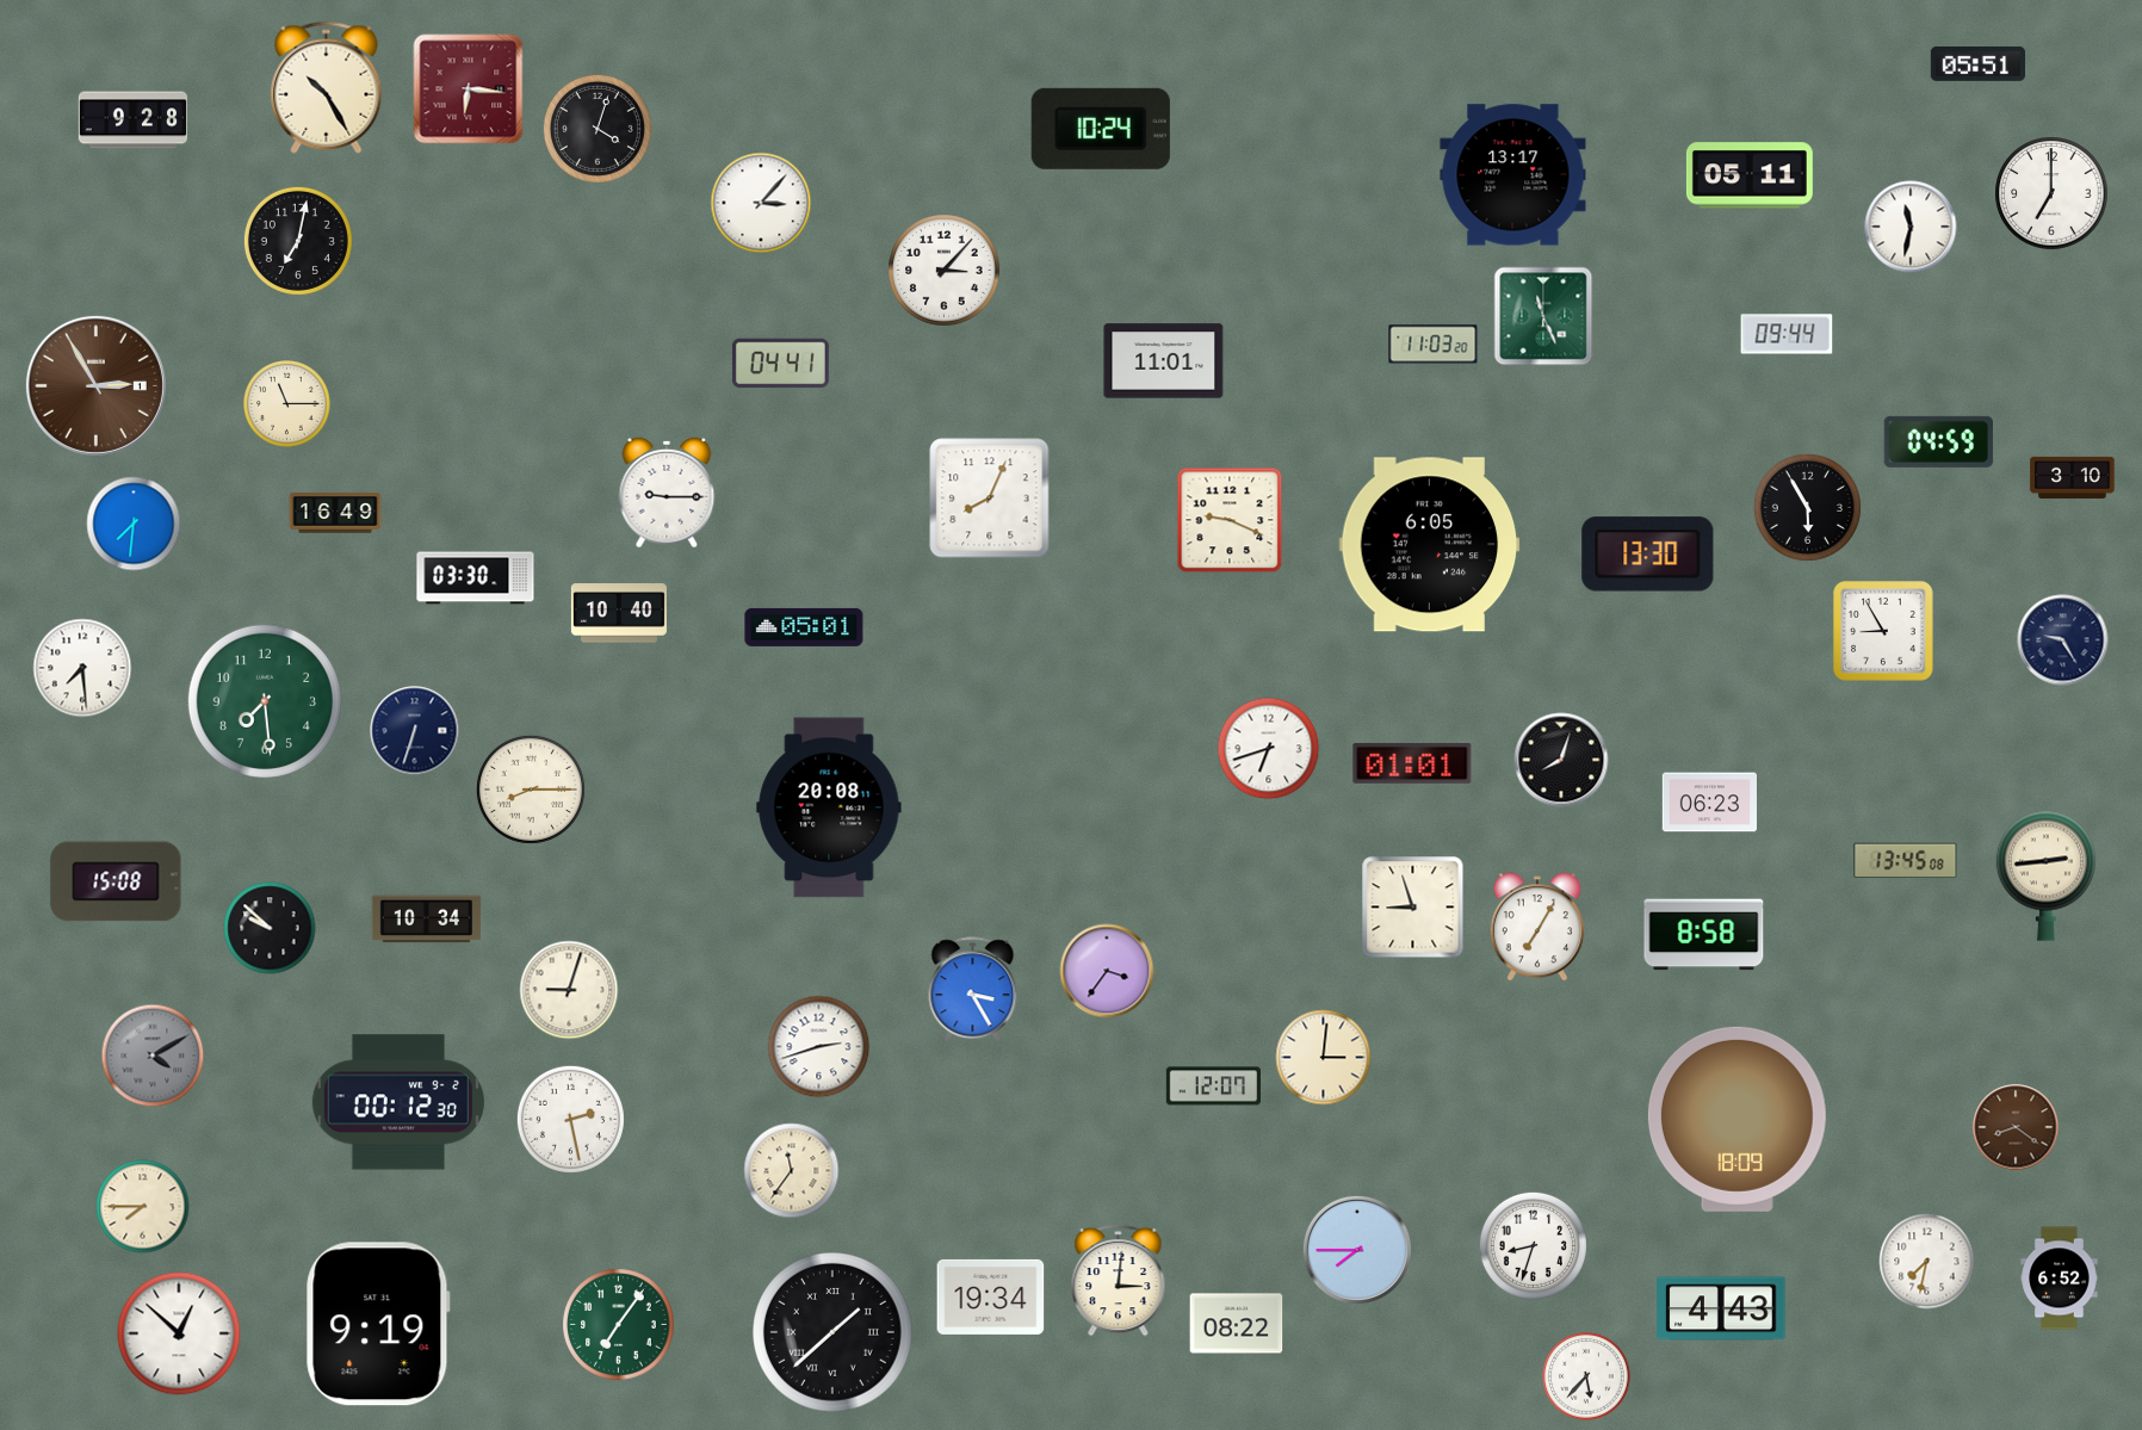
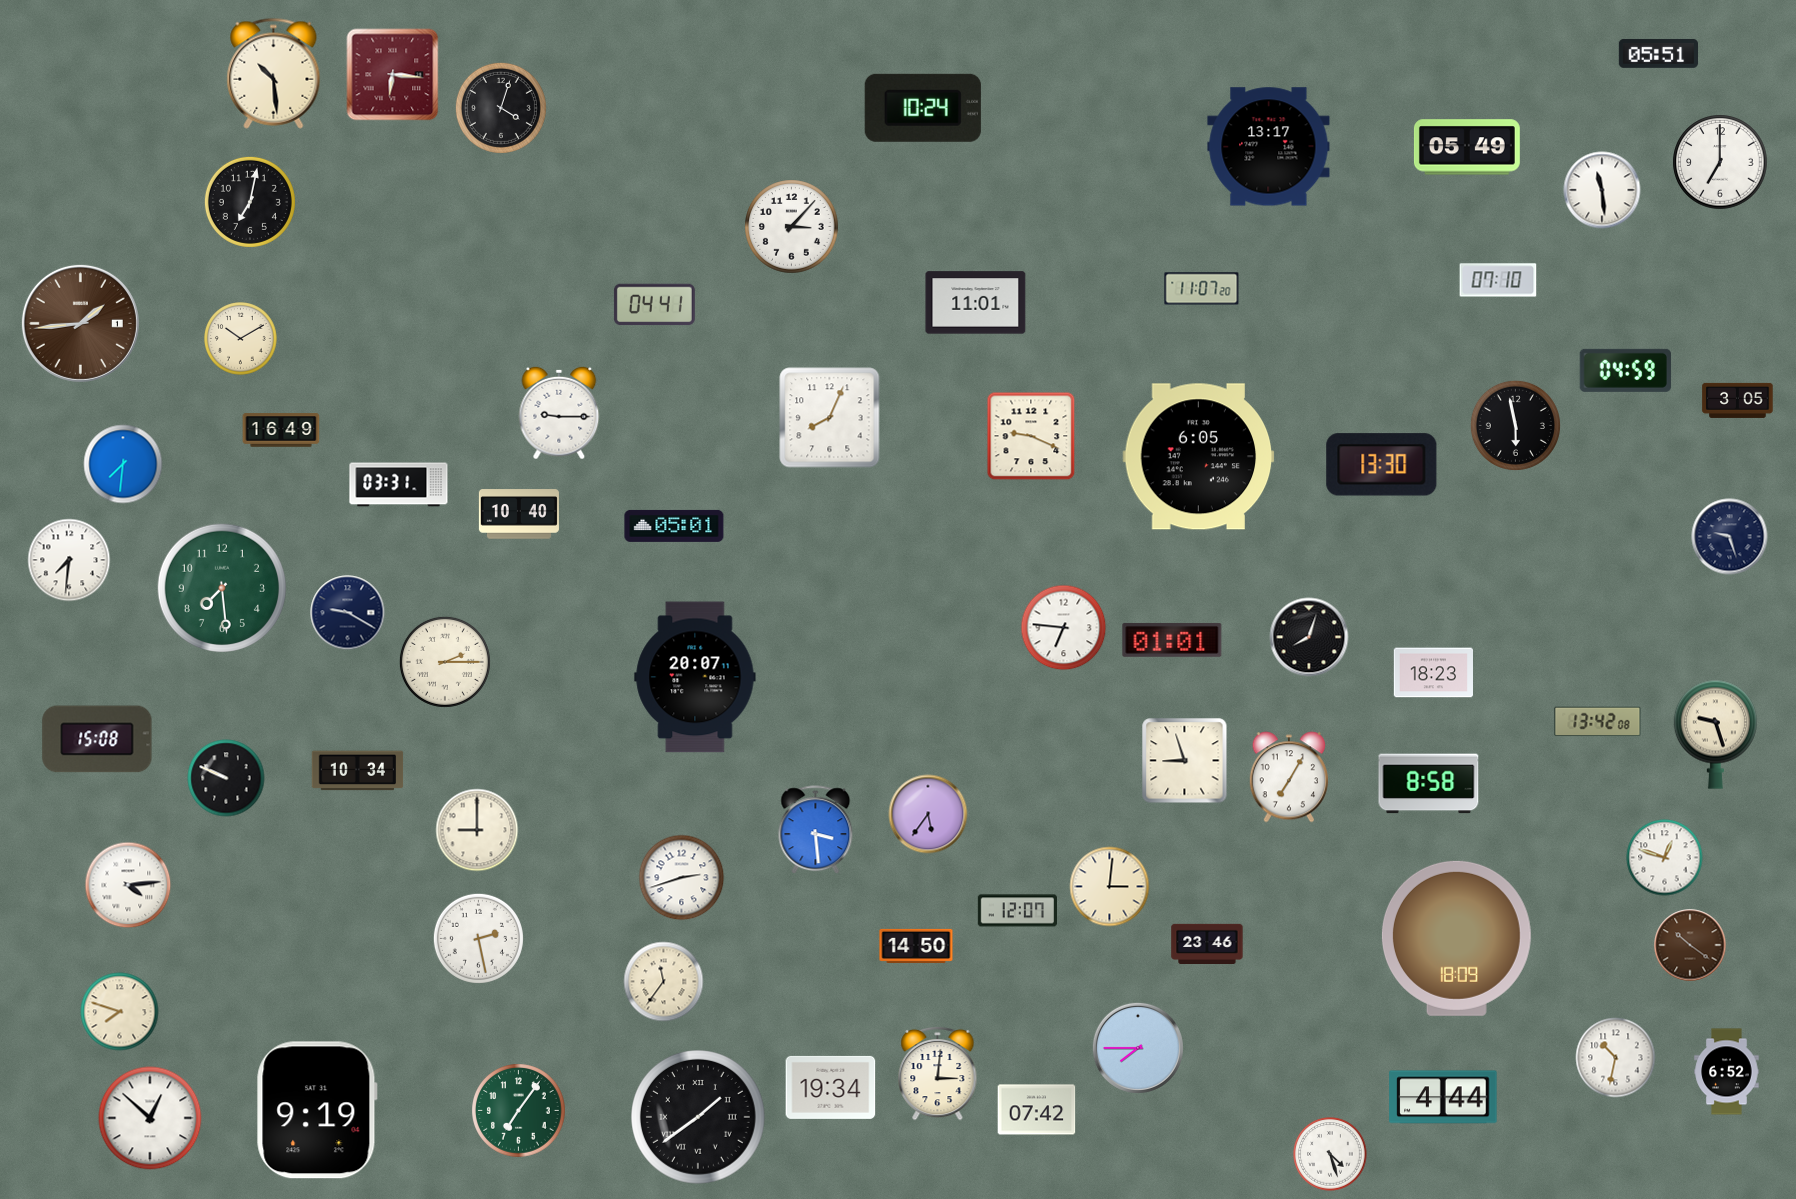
clock at (327, 87): 10:25 -> 10:29
clock at (134, 120): 9:28 -> none
clock at (1750, 175): 05:11 -> 05:49
clock at (761, 203): 3:07 -> none
clock at (1911, 227): 11:32 -> 11:29
clock at (1543, 316): 11:26 -> none
clock at (1787, 334): 09:44 -> 07:10
clock at (1434, 345): 11:03 -> 11:07
clock at (95, 385): 2:55 -> 1:44
clock at (287, 404): 11:15 -> 10:10
clock at (2073, 477): 3:10 -> 3:05
clock at (1807, 507): 5:55 -> 5:58
clock at (134, 524) position: (134, 524) -> (123, 464)
clock at (476, 578): 03:30 -> 03:31
clock at (1883, 631): 8:55 -> none
clock at (2063, 640): 9:25 -> 9:27
clock at (82, 668): 7:29 -> 7:31
clock at (415, 731): 6:33 -> 9:20
clock at (1269, 749): 6:42 -> 6:46
clock at (1412, 763) position: (1412, 763) -> (1172, 640)
clock at (531, 790): 8:15 -> 2:15
clock at (1709, 803): 06:23 -> 18:23
clock at (829, 807): 20:08 -> 20:07
clock at (1906, 861): 13:45 -> 13:42
clock at (2045, 875): 2:44 -> 9:27
clock at (270, 928): 9:52 -> 9:49
clock at (1107, 971): 3:36 -> 5:36
clock at (569, 990): 9:03 -> 9:00
clock at (973, 990): 3:25 -> 3:29
clock at (1665, 858): none -> 12:48
clock at (819, 1047) position: (819, 1047) -> (682, 878)
clock at (153, 1056): 4:10 -> 4:14
clock at (153, 1056) dial: grey -> white
clock at (398, 1102): 00:12 -> none
clock at (1207, 943): none -> 23:46
clock at (2016, 1127): 8:21 -> 10:21
clock at (916, 946): none -> 14:50
clock at (143, 1207): 7:45 -> 7:48
clock at (1533, 1245): 8:33 -> none
clock at (1927, 1262): 7:32 -> 10:32
clock at (1721, 1308): 4:43 -> 4:44
clock at (1237, 1324): 08:22 -> 07:42
clock at (834, 1333): 1:38 -> 1:39
clock at (1586, 1376): 5:37 -> 4:27
